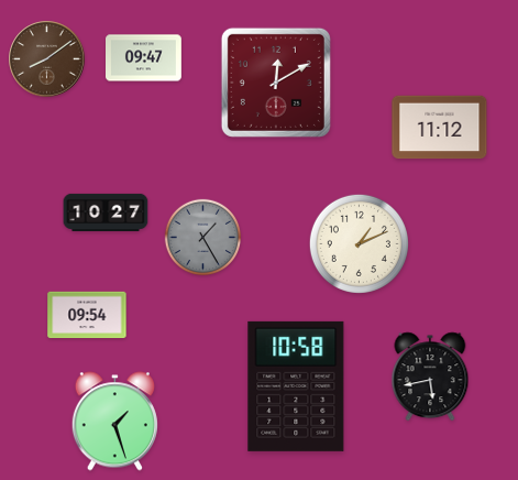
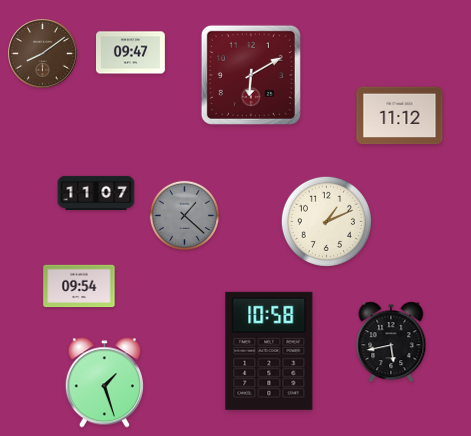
clock at (276, 83): 12:10 -> 6:10
clock at (106, 211): 10:27 -> 11:07
clock at (202, 237): 1:25 -> 1:22
